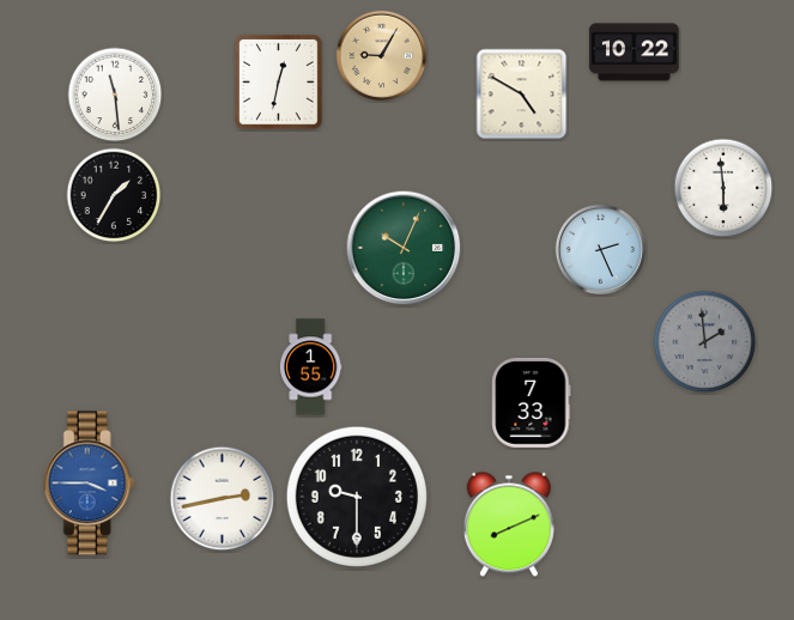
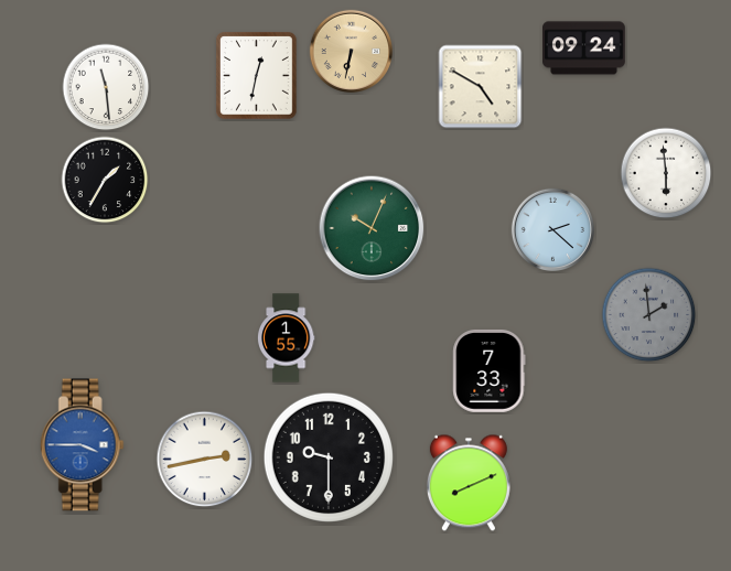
clock at (635, 53): 10:22 -> 09:24
clock at (381, 55): 9:05 -> 6:32
clock at (600, 249): 2:26 -> 2:22
